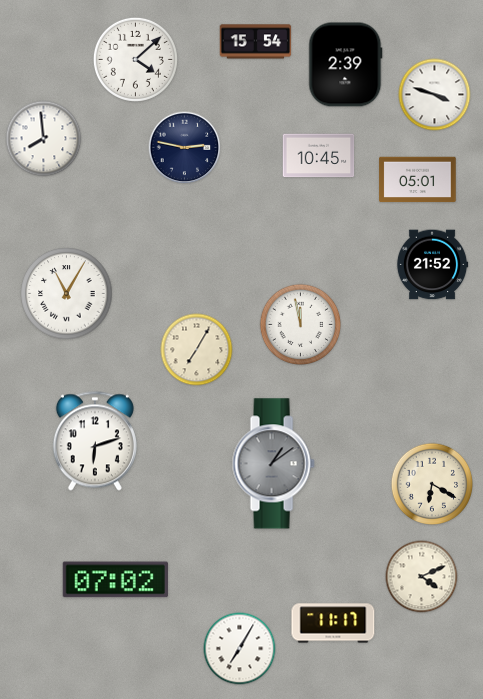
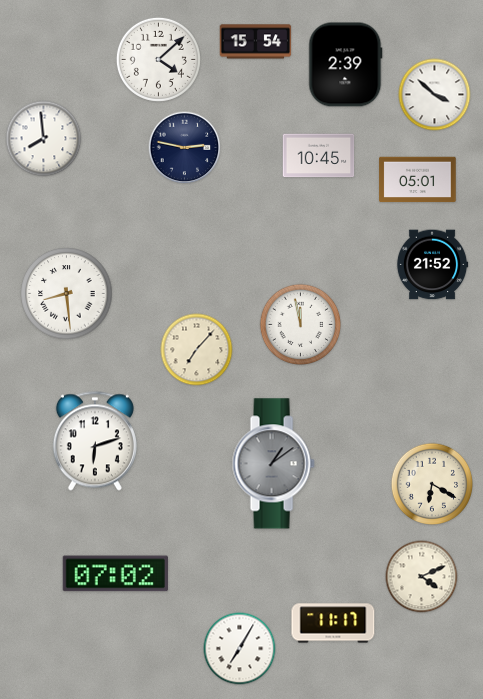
clock at (135, 59) position: (135, 59) -> (158, 59)
clock at (435, 95): 3:48 -> 3:52
clock at (67, 294): 11:05 -> 8:29
clock at (197, 350): 7:05 -> 7:07
clock at (115, 580) position: (115, 580) -> (115, 574)
